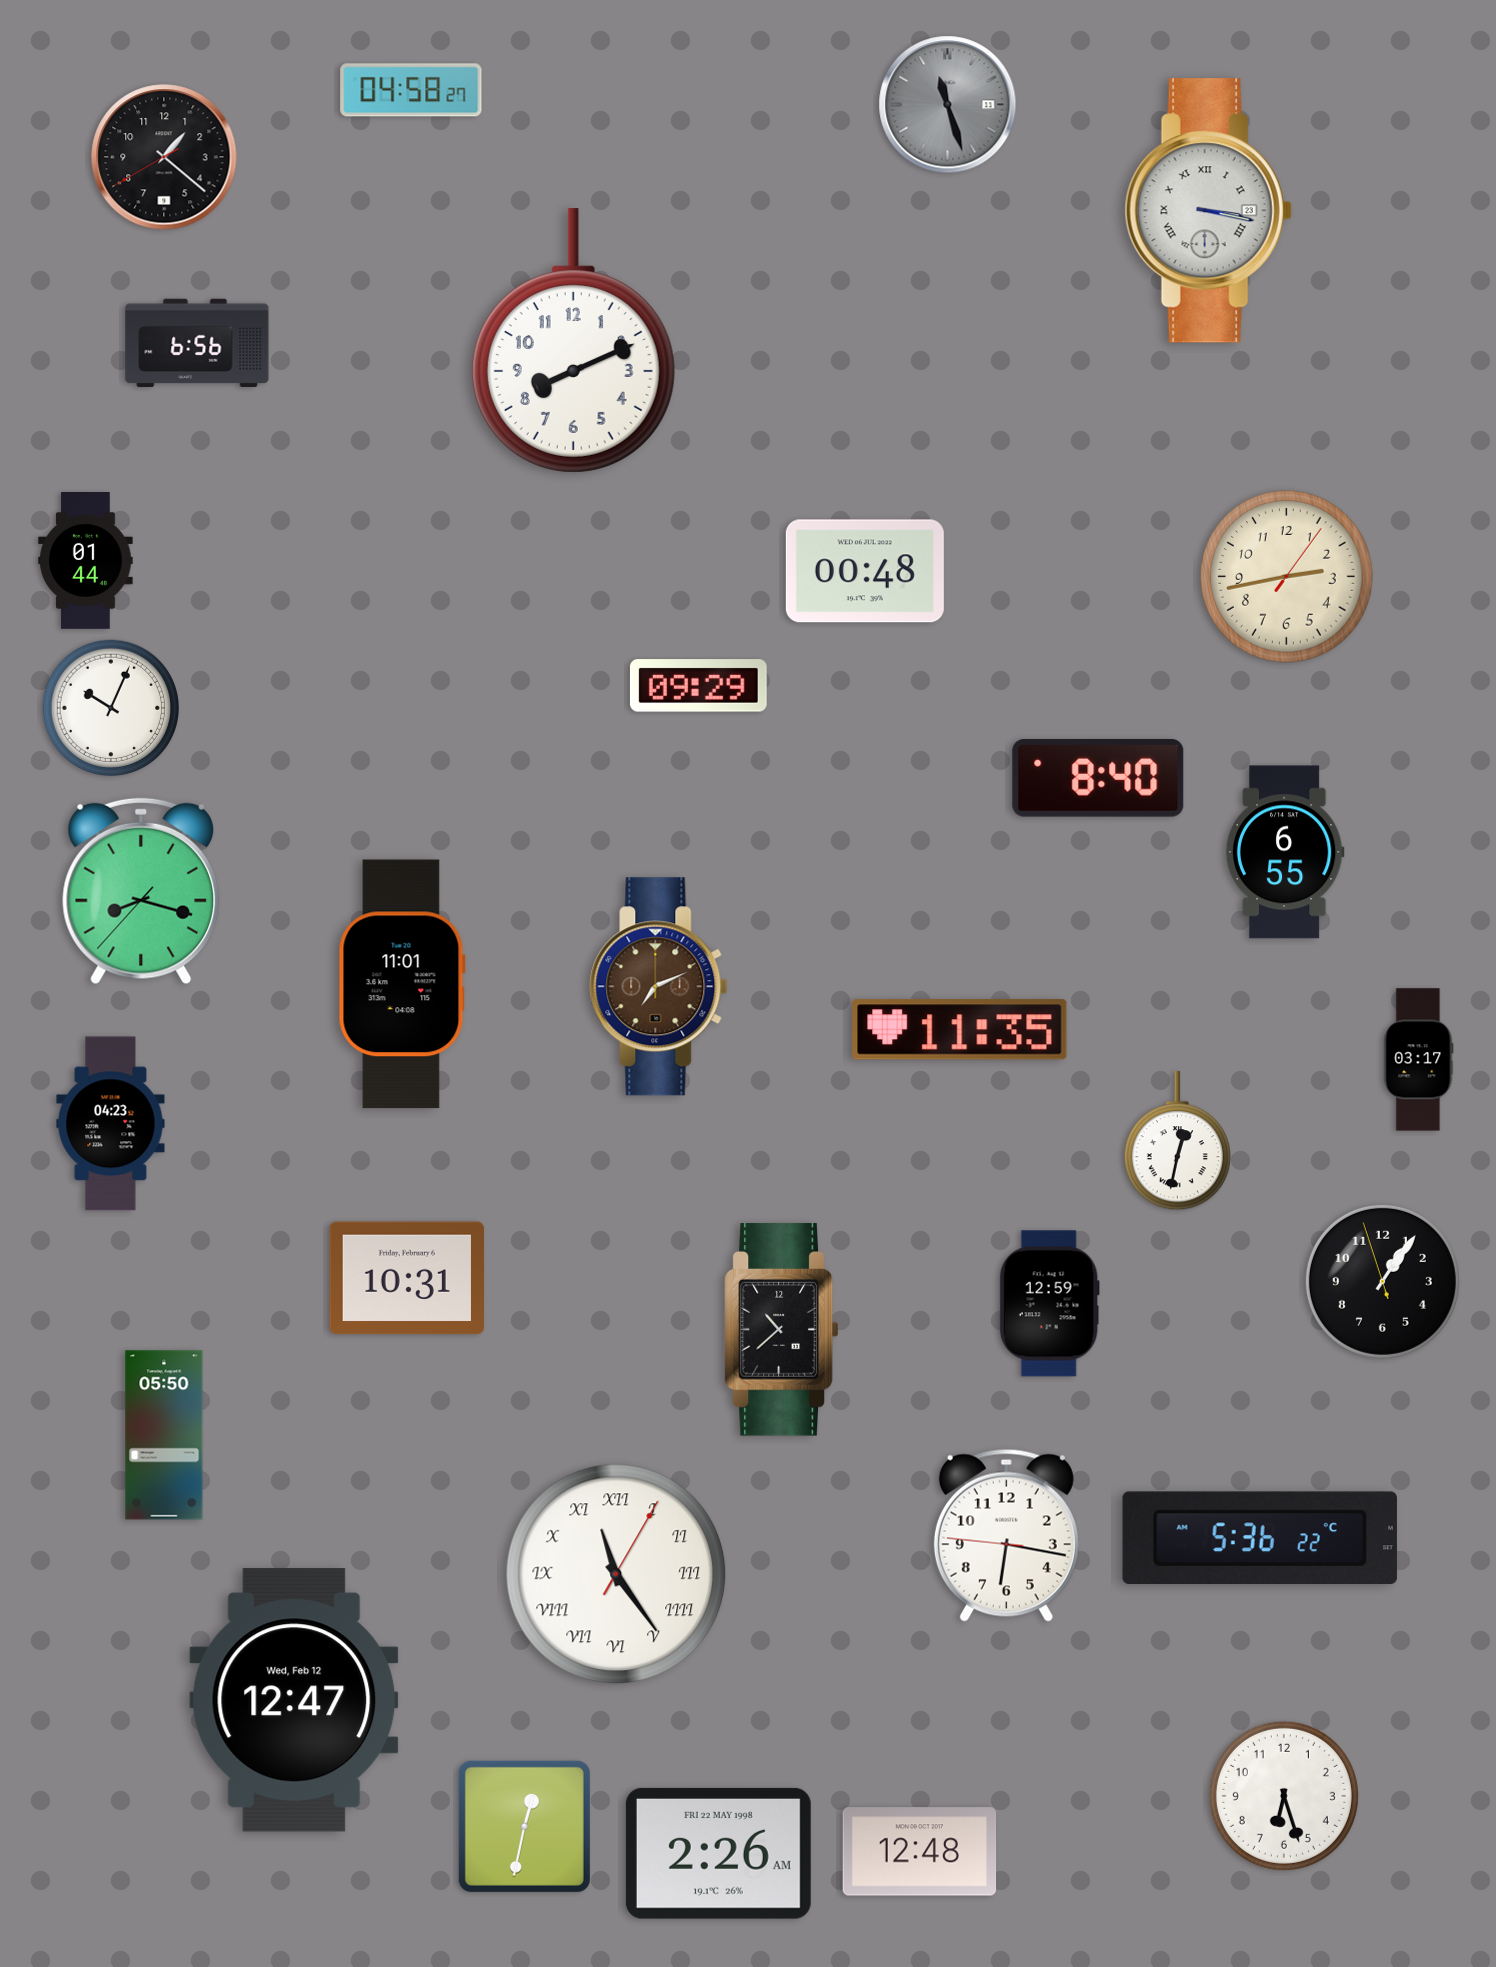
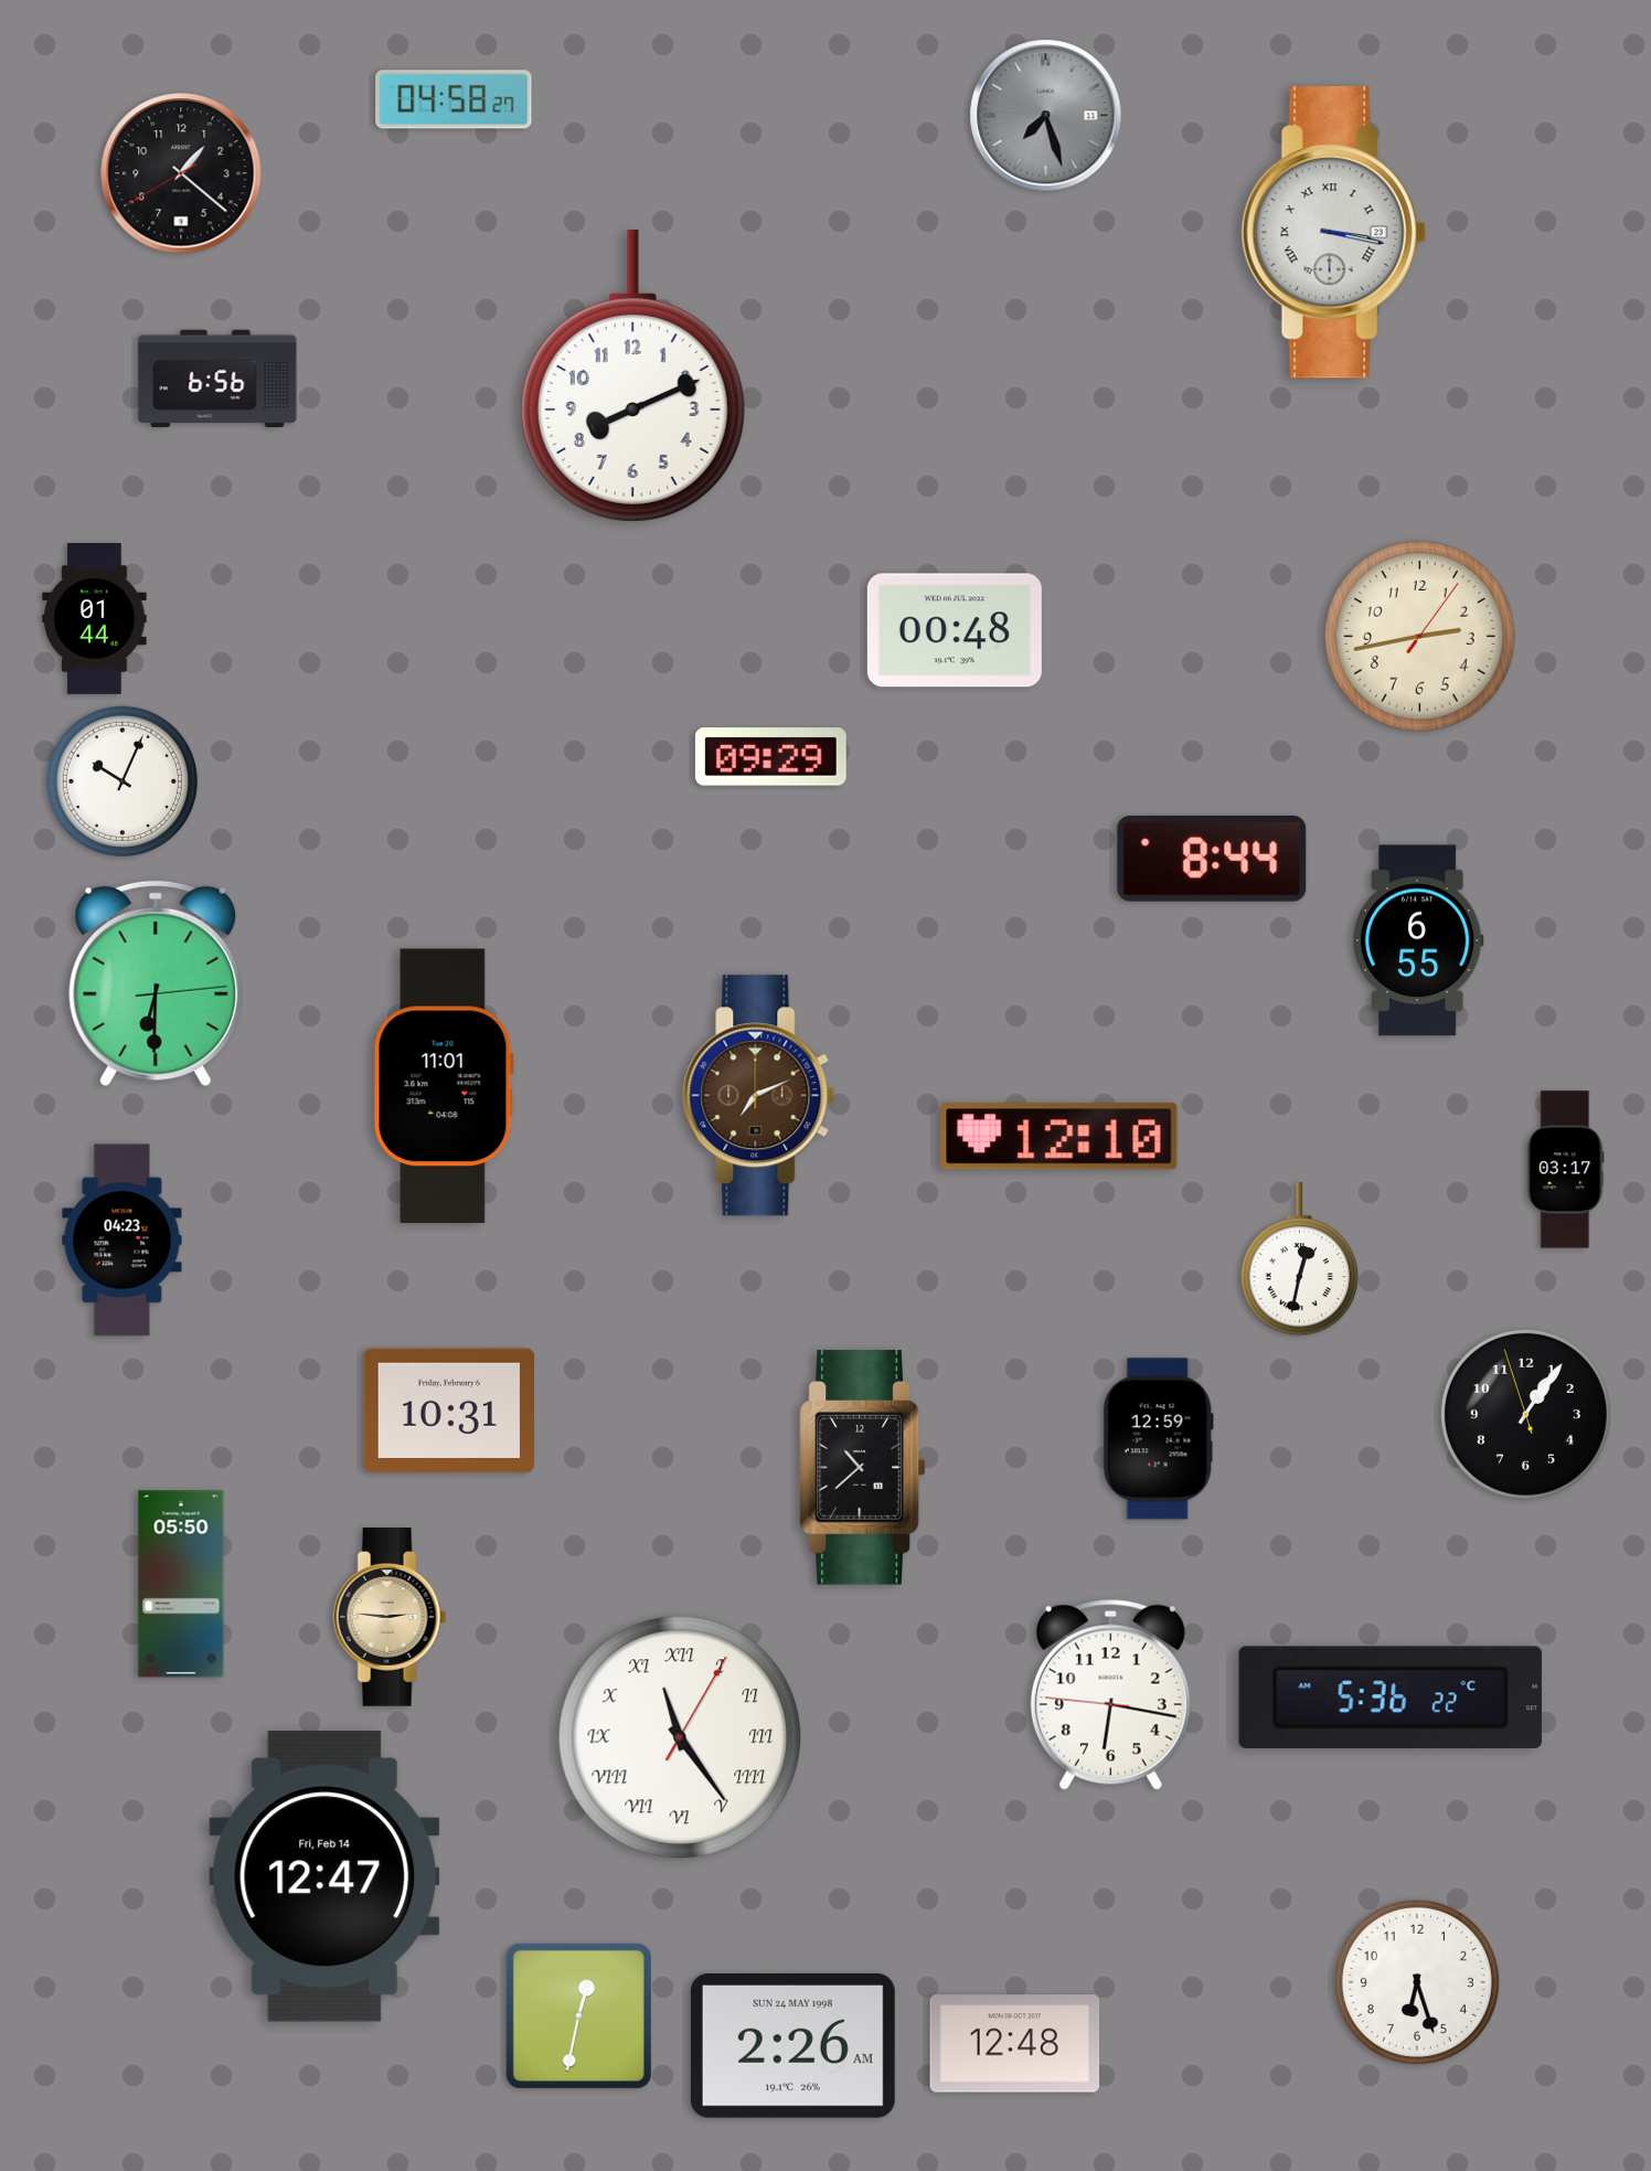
clock at (948, 105): 11:27 -> 7:27
clock at (1098, 779): 8:40 -> 8:44
clock at (141, 891): 8:17 -> 6:30
clock at (659, 987) position: (659, 987) -> (759, 1096)
clock at (960, 1030): 11:35 -> 12:10
clock at (390, 1618): none -> 2:46
clock at (294, 1700) date: Wed, Feb 12 -> Fri, Feb 14
clock at (718, 1853) date: FRI 22 MAY 1998 -> SUN 24 MAY 1998
